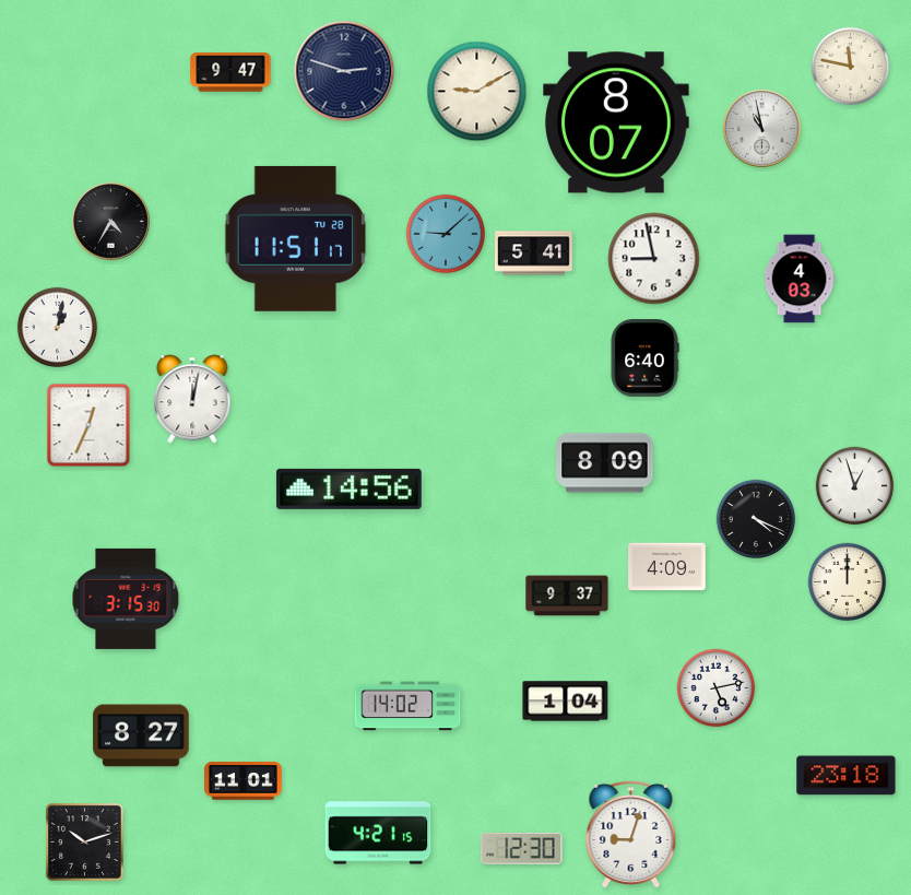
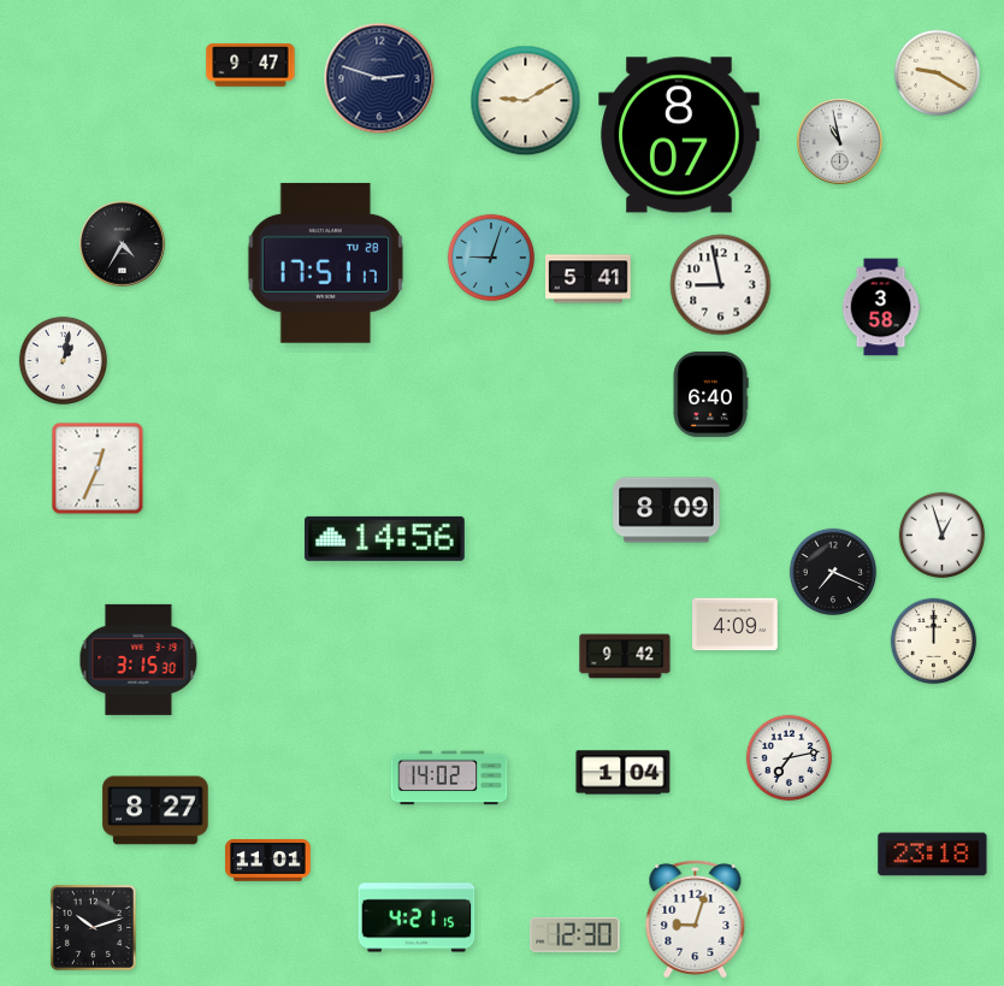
clock at (851, 67): 11:47 -> 9:20
clock at (230, 72) position: (230, 72) -> (250, 65)
clock at (445, 233): 9:08 -> 9:03
clock at (296, 238): 11:51 -> 17:51
clock at (800, 279): 4:03 -> 3:58
clock at (192, 399): 12:02 -> none
clock at (755, 518): 4:19 -> 7:19
clock at (567, 596): 9:37 -> 9:42
clock at (717, 688): 5:13 -> 7:13
